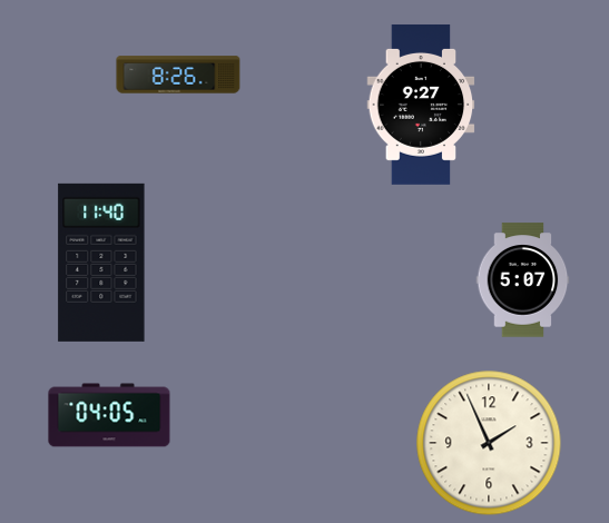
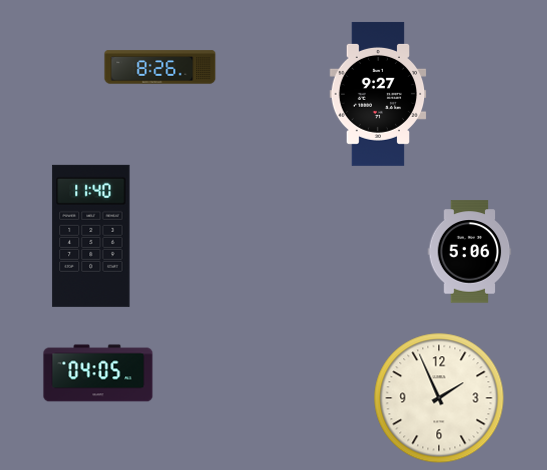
clock at (523, 280): 5:07 -> 5:06
